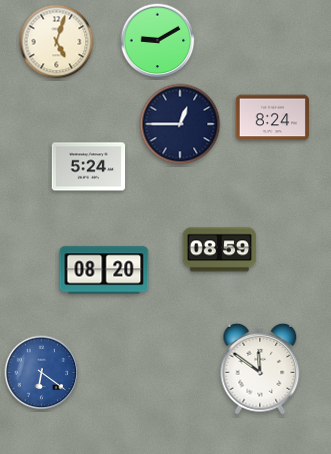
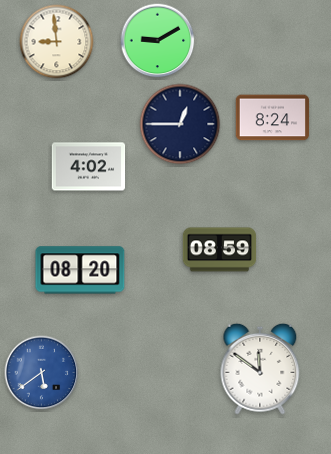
clock at (57, 42): 5:03 -> 8:59
clock at (89, 167): 5:24 -> 4:02
clock at (104, 270) position: (104, 270) -> (80, 270)
clock at (42, 373): 6:21 -> 5:39
